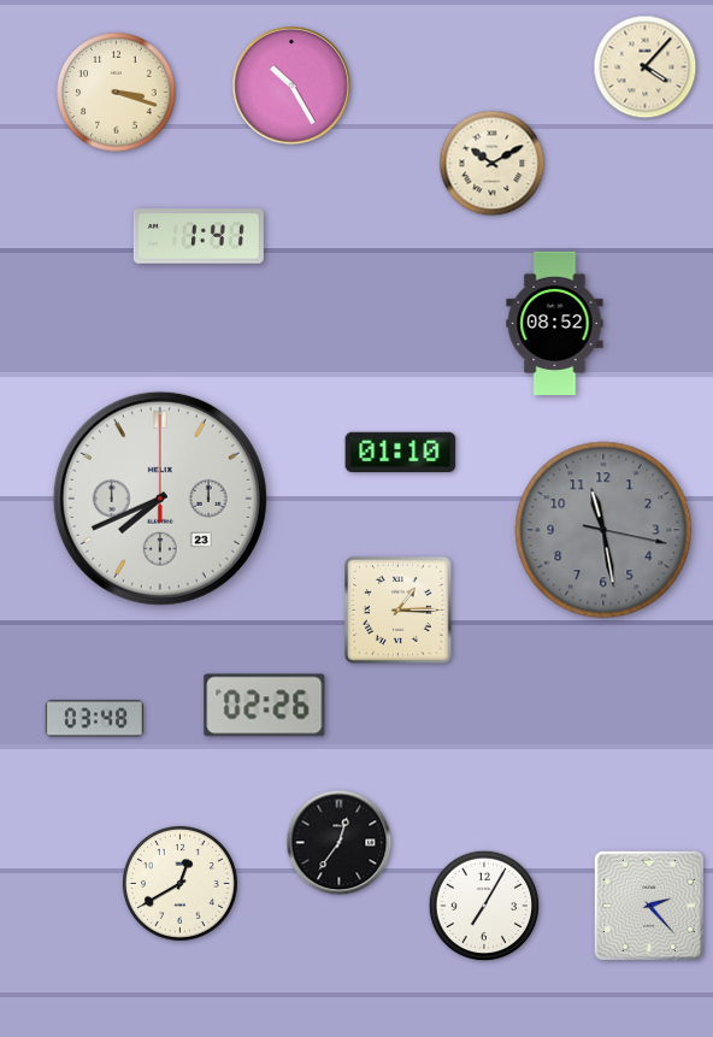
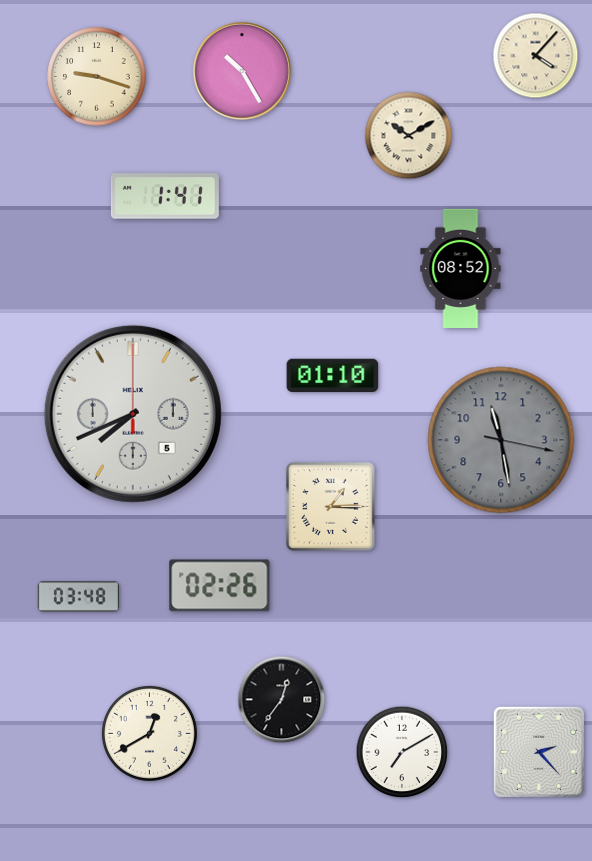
clock at (117, 93): 3:18 -> 9:18
clock at (160, 499) date: 23 -> 5
clock at (484, 906): 7:05 -> 7:10
